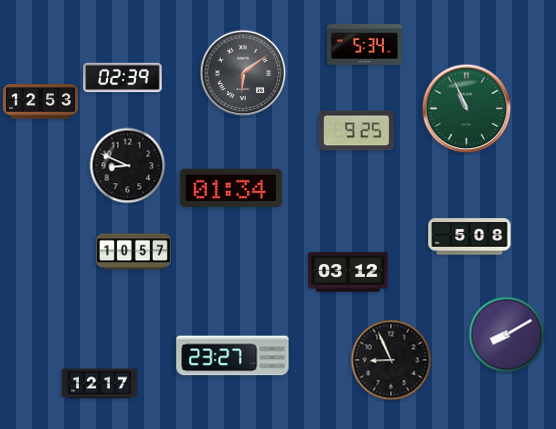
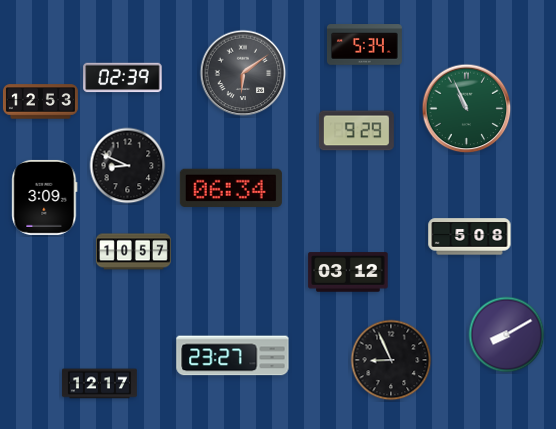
clock at (356, 131): 9:25 -> 9:29
clock at (231, 188): 01:34 -> 06:34
clock at (45, 197): none -> 3:09
